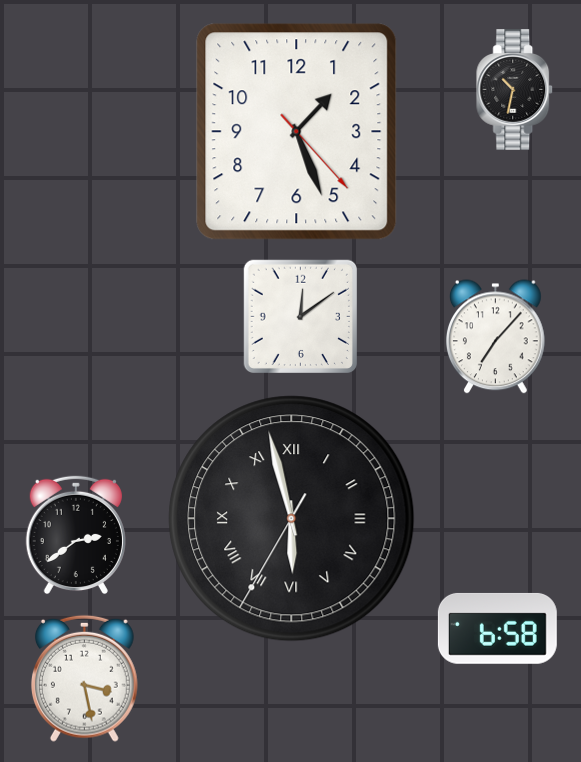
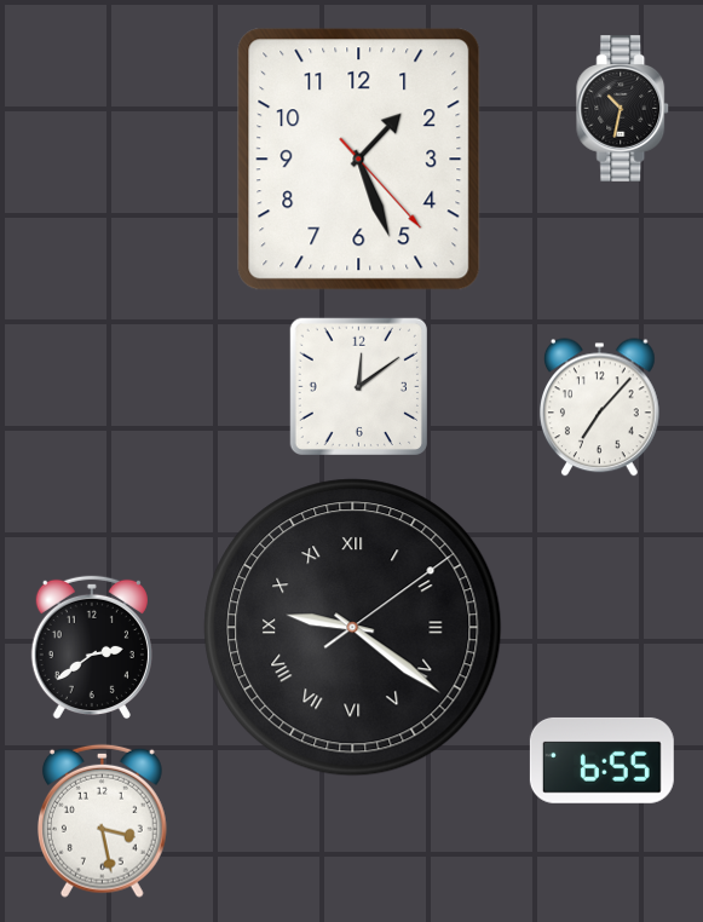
clock at (300, 316) position: (300, 316) -> (358, 386)
clock at (292, 519): 5:57 -> 9:21
clock at (497, 628): 6:58 -> 6:55
